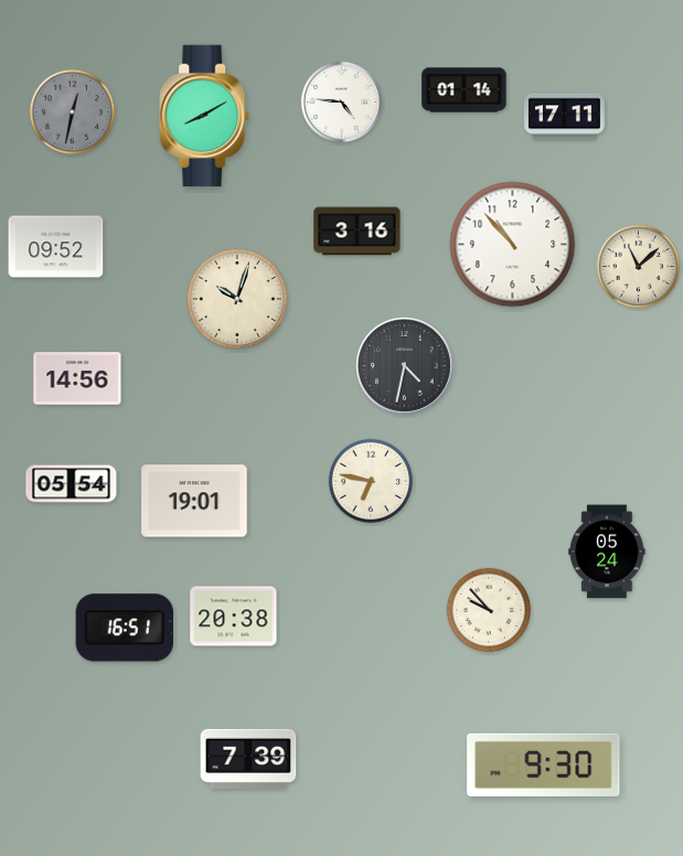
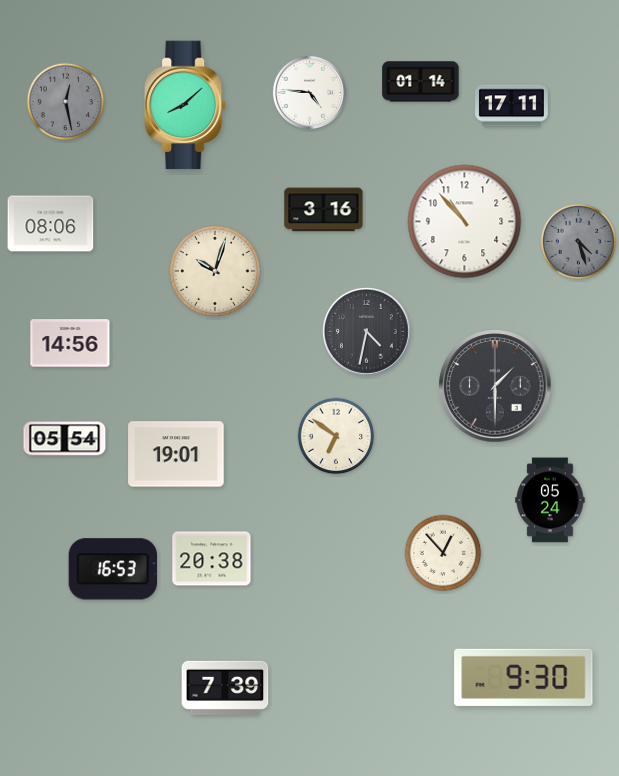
clock at (73, 113): 12:32 -> 12:28
clock at (205, 116): 8:10 -> 8:08
clock at (56, 247): 09:52 -> 08:06
clock at (639, 267): 11:08 -> 4:27
clock at (639, 267) dial: cream -> grey
clock at (495, 386): none -> 1:30
clock at (371, 481): 6:47 -> 6:51
clock at (489, 610): 9:53 -> 12:53
clock at (124, 628): 16:51 -> 16:53
clock at (544, 764) position: (544, 764) -> (524, 677)
